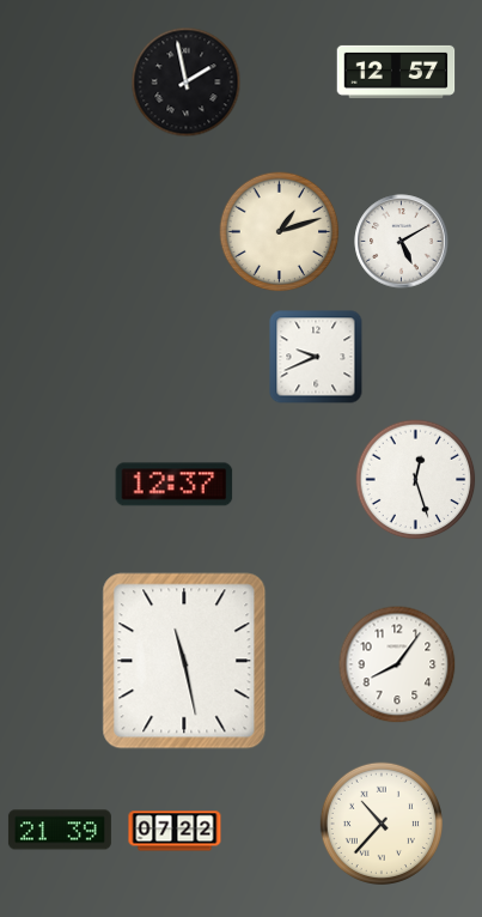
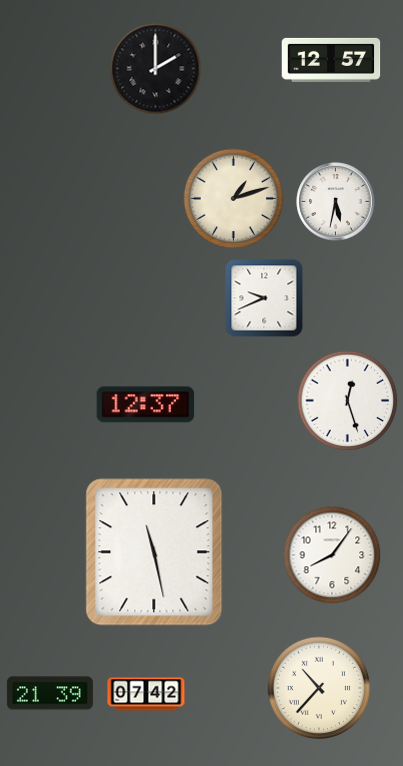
clock at (187, 83): 1:58 -> 2:00
clock at (280, 232) position: (280, 232) -> (234, 199)
clock at (402, 242): 5:10 -> 5:32
clock at (175, 831): 07:22 -> 07:42
